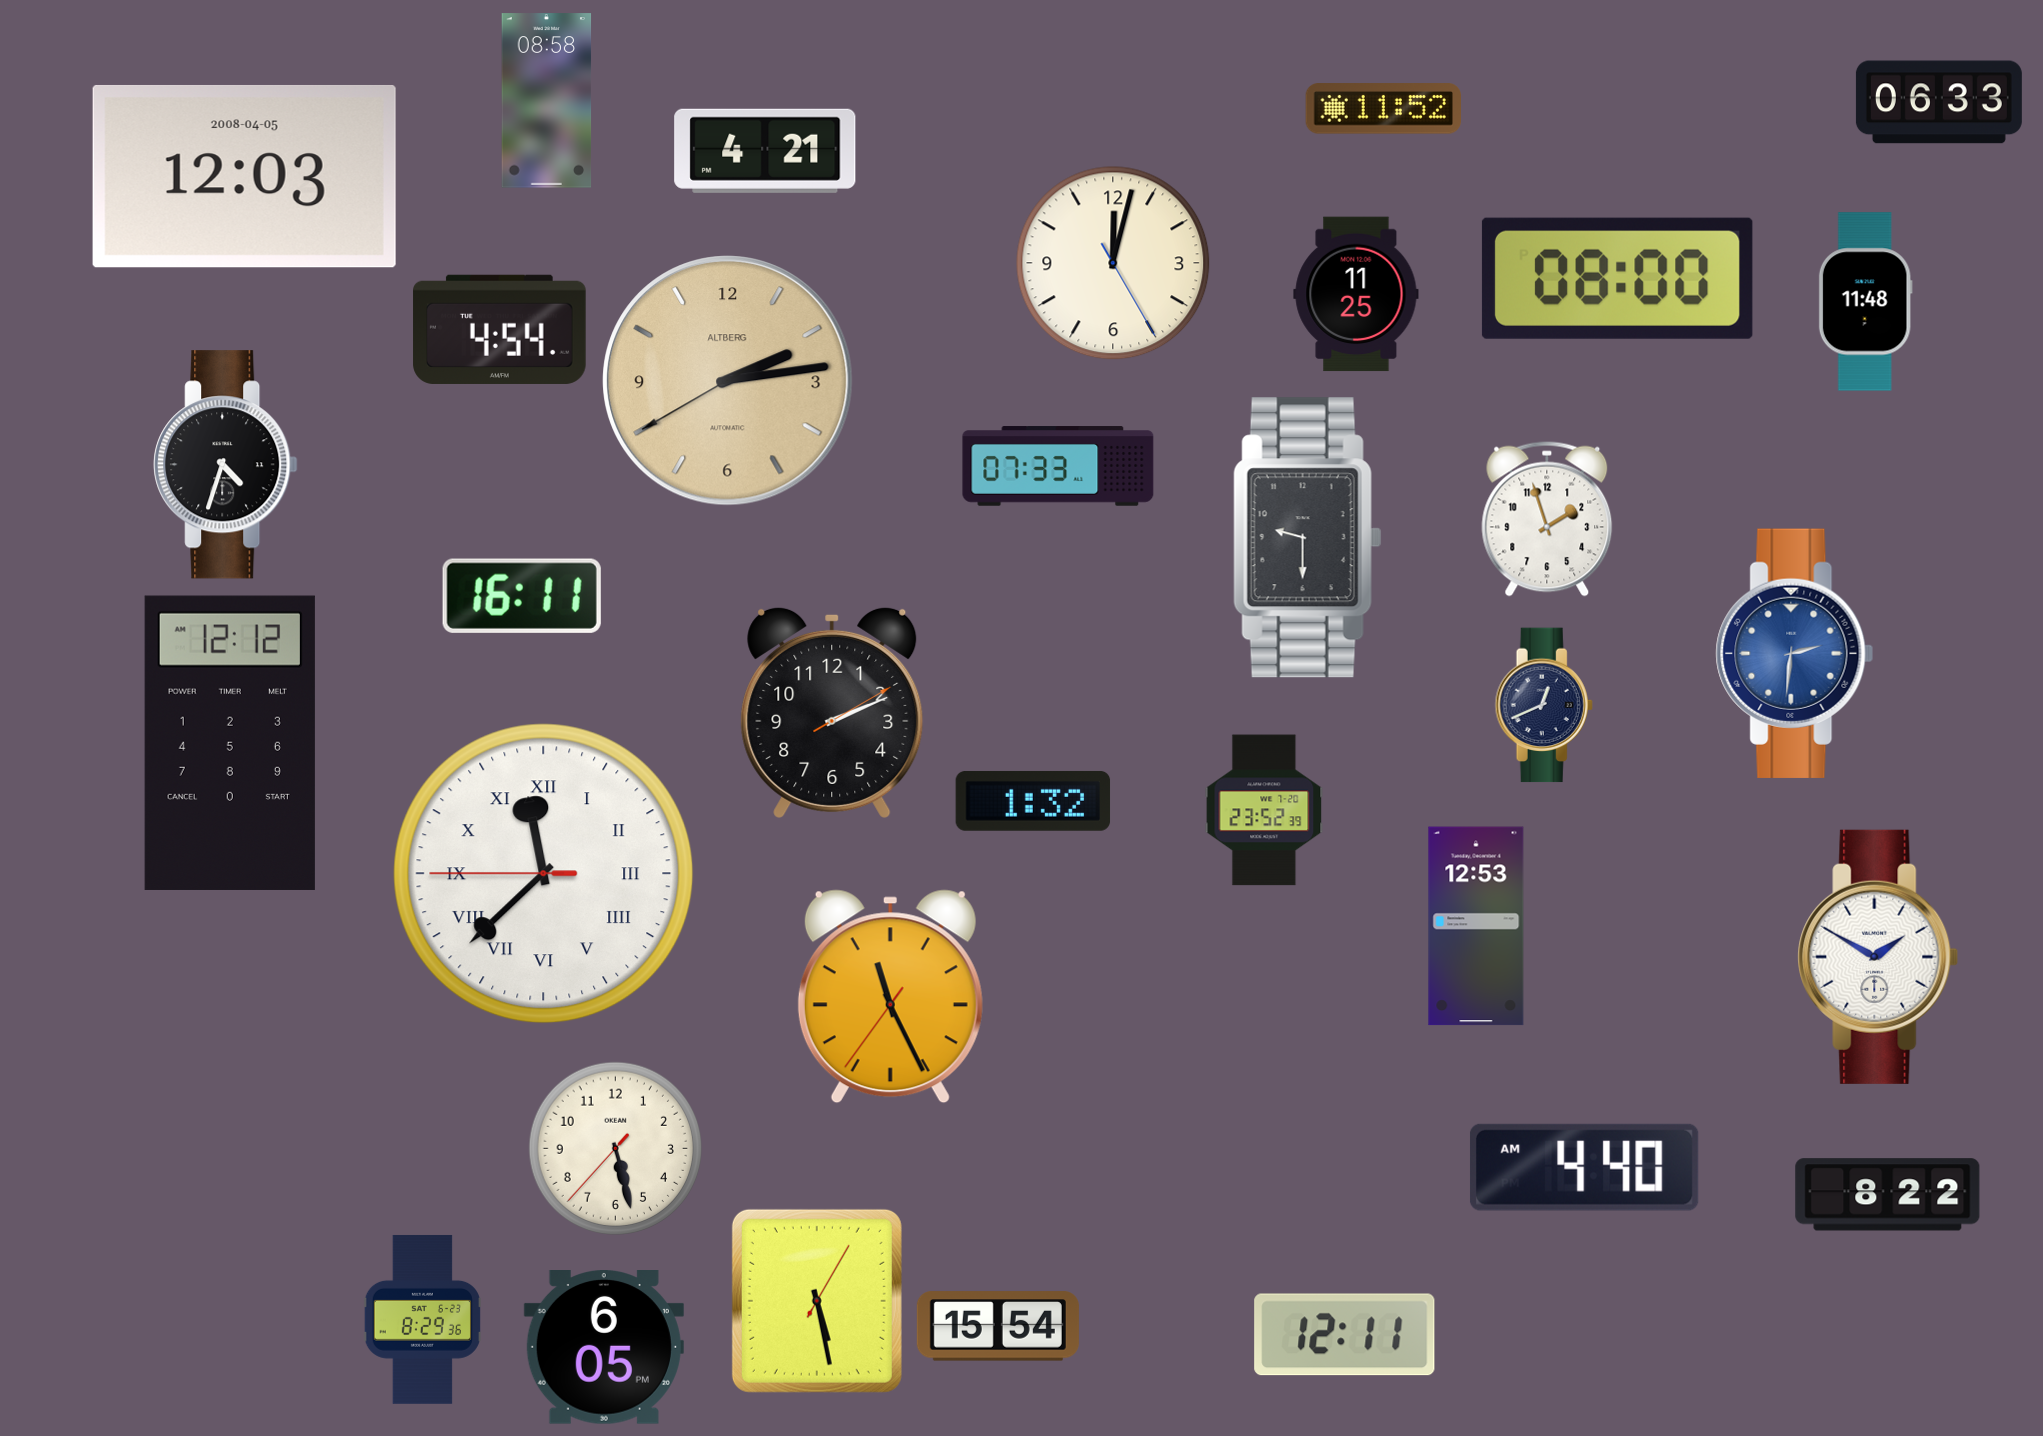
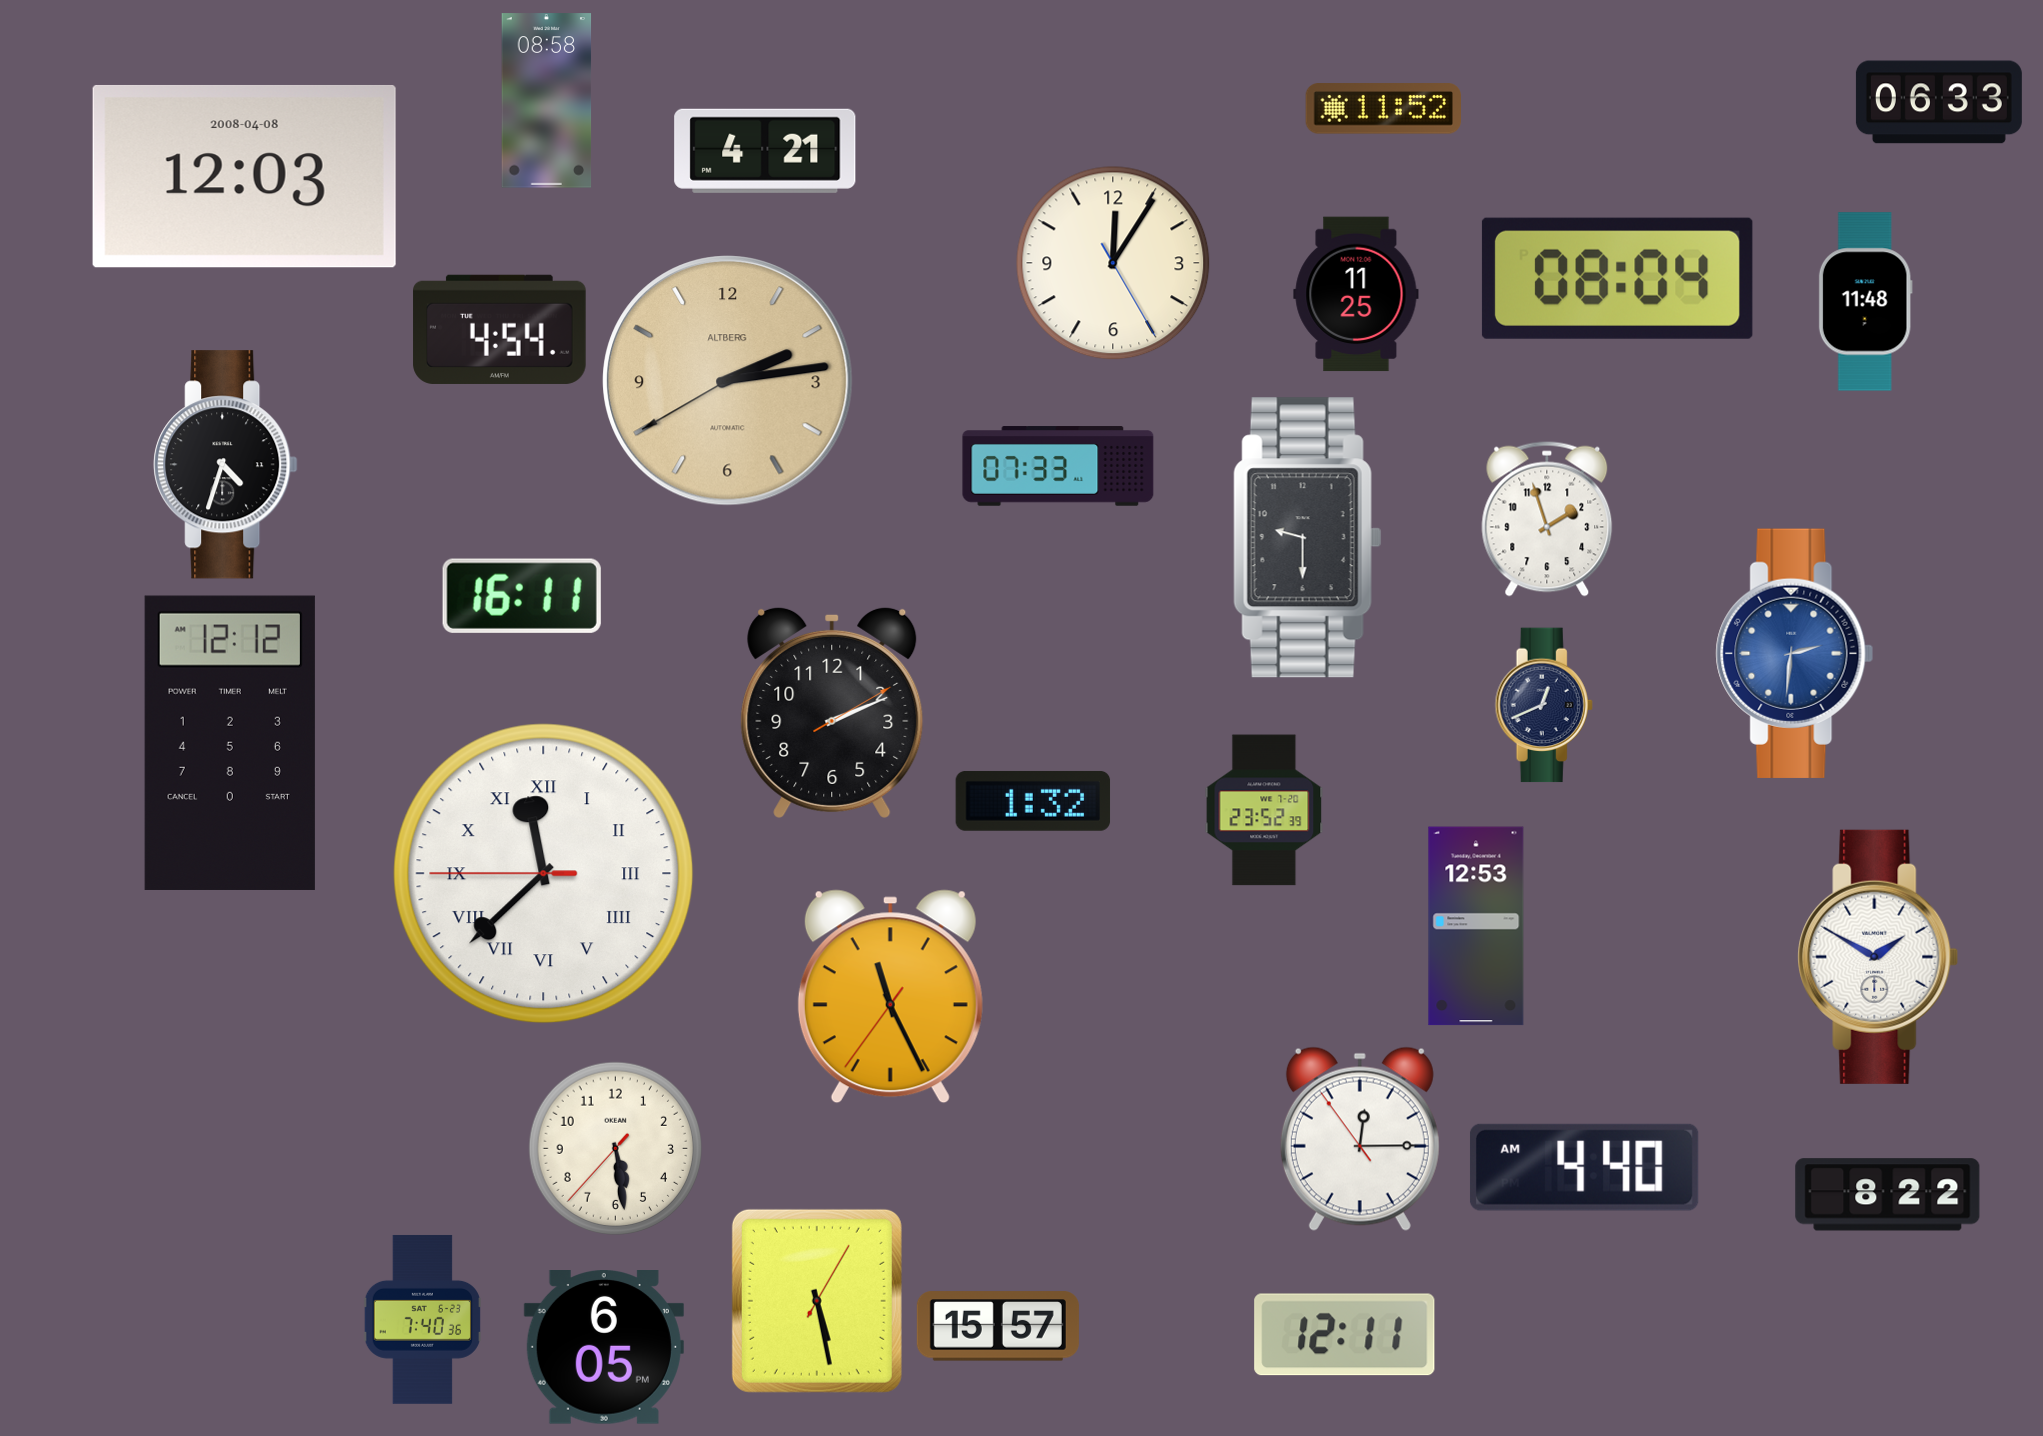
clock at (244, 176) date: 2008-04-05 -> 2008-04-08
clock at (1113, 263): 12:02 -> 12:05
clock at (1617, 278): 08:00 -> 08:04
clock at (1360, 1139): none -> 12:14
clock at (615, 1148): 5:27 -> 5:28
clock at (422, 1319): 8:29 -> 7:40
clock at (998, 1326): 15:54 -> 15:57
